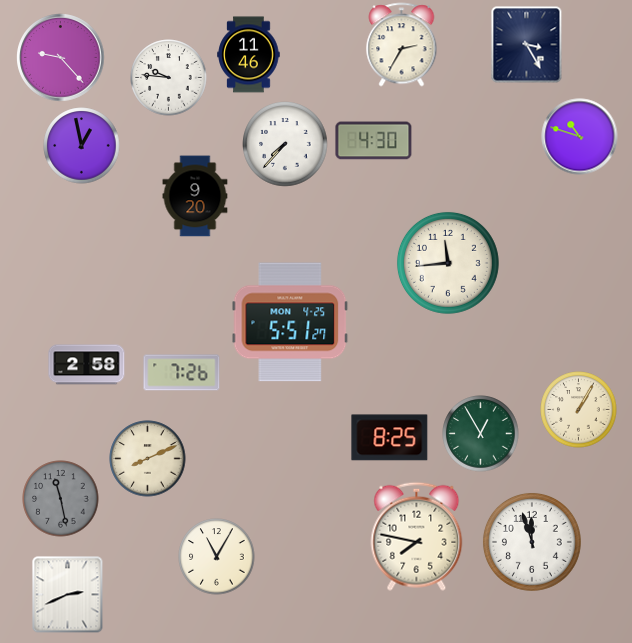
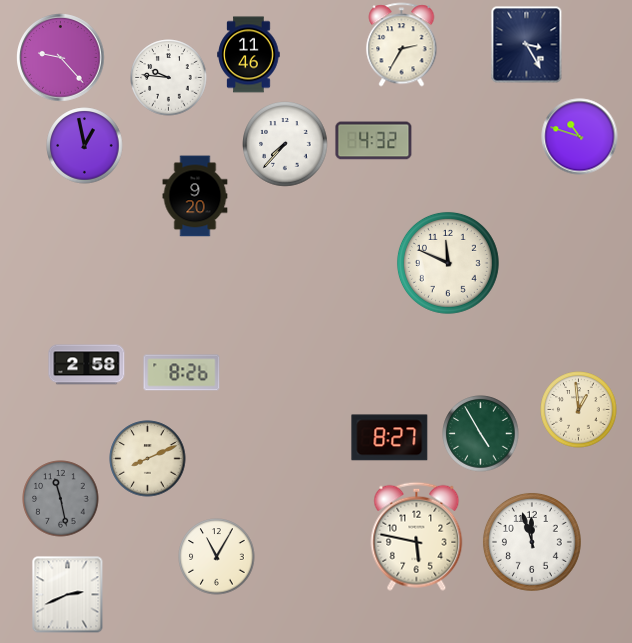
clock at (374, 141): 4:30 -> 4:32
clock at (82, 146) position: (82, 146) -> (85, 146)
clock at (448, 263): 11:44 -> 11:49
clock at (290, 322): 5:51 -> none
clock at (182, 373): 7:26 -> 8:26
clock at (579, 410): 1:05 -> 12:59
clock at (481, 434): 12:55 -> 4:55
clock at (390, 438): 8:25 -> 8:27
clock at (417, 536): 7:47 -> 5:47
